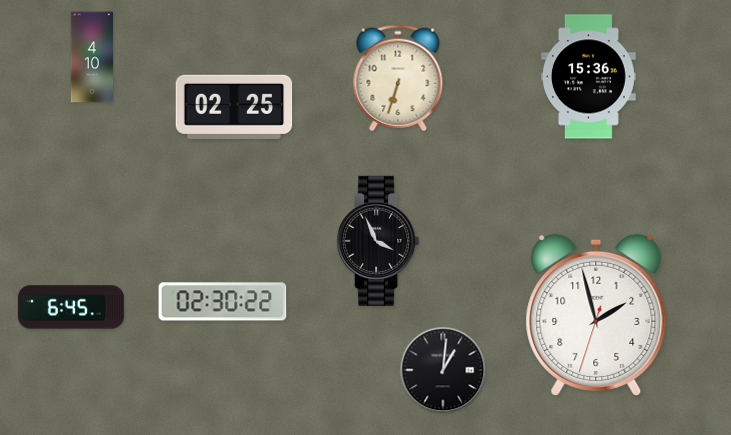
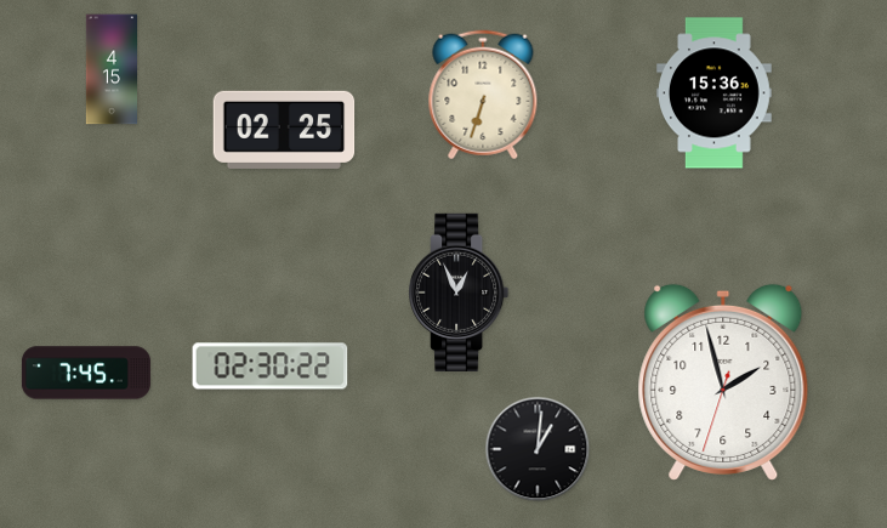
clock at (92, 57): 4:10 -> 4:15
clock at (378, 241): 3:56 -> 12:56
clock at (71, 307): 6:45 -> 7:45
